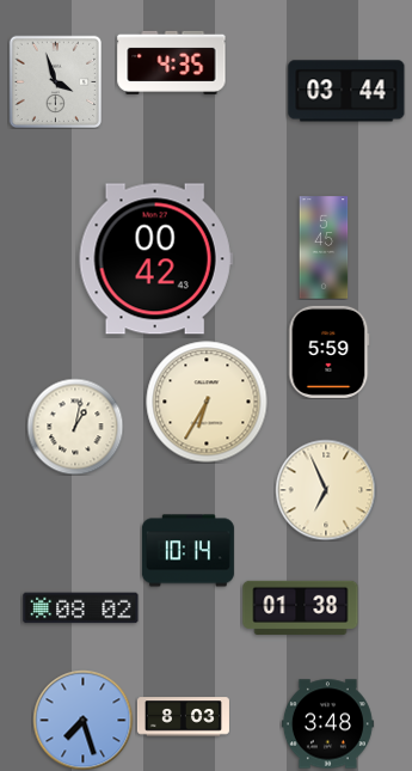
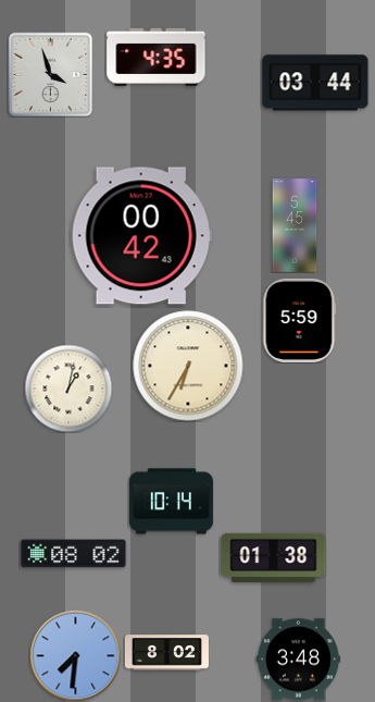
clock at (326, 490): 6:56 -> none
clock at (301, 607) position: (301, 607) -> (274, 557)
clock at (183, 717): 8:03 -> 8:02
clock at (82, 720): 7:27 -> 7:31
